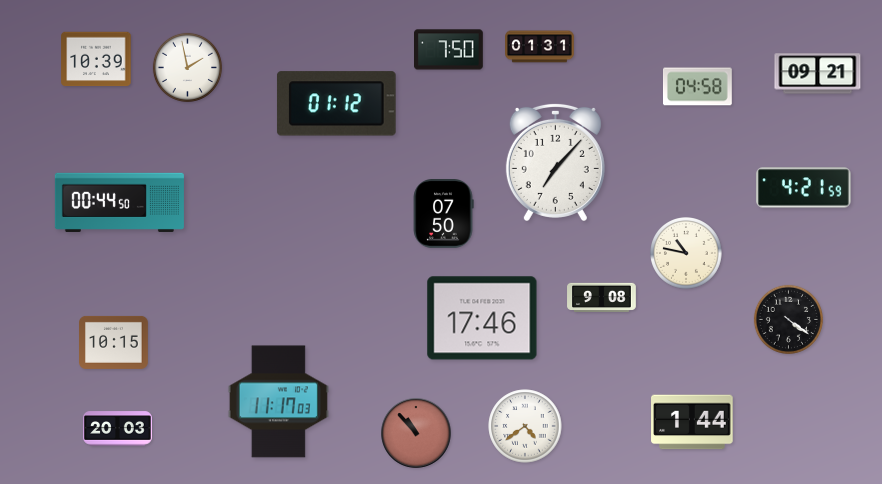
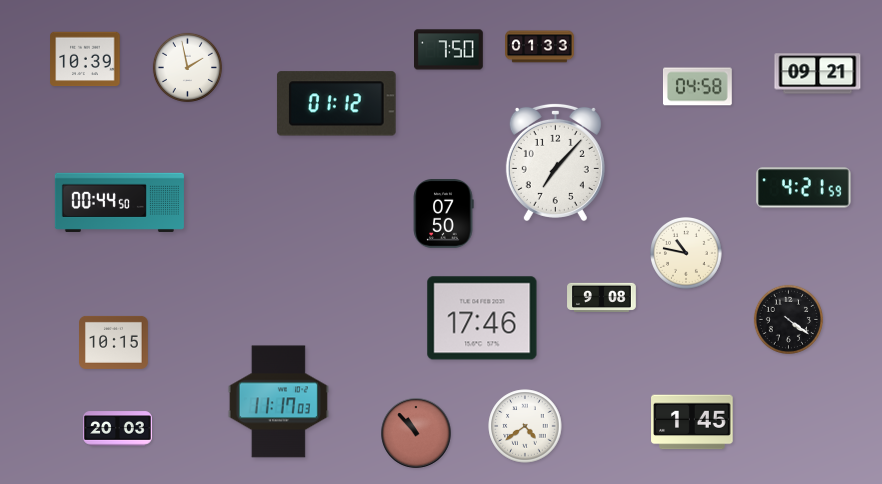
clock at (540, 47): 01:31 -> 01:33
clock at (96, 59) position: (96, 59) -> (85, 59)
clock at (692, 422): 1:44 -> 1:45
